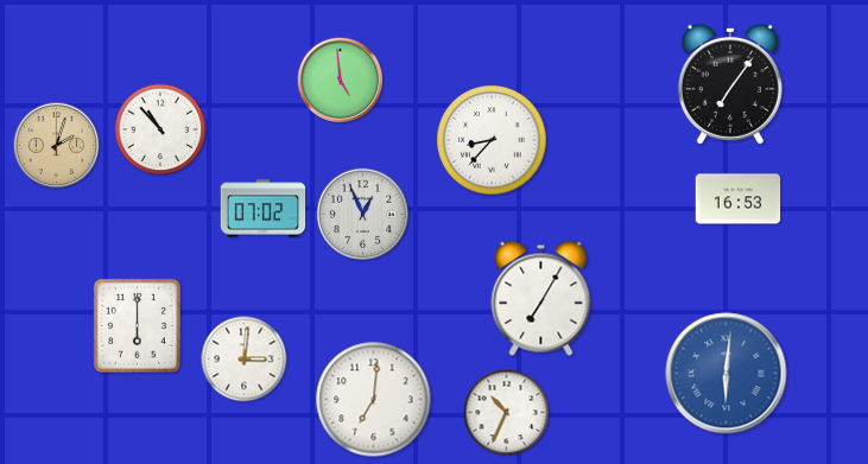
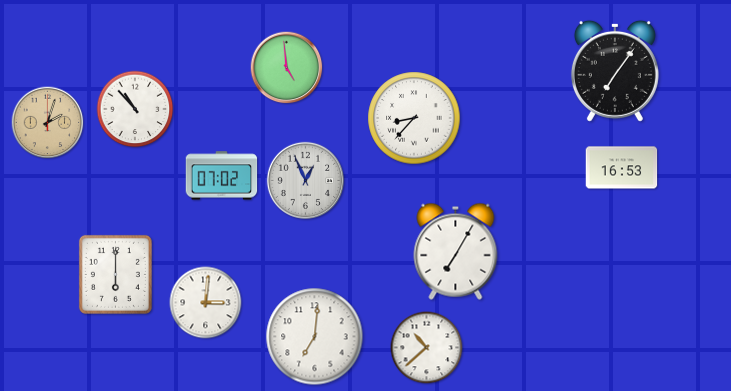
clock at (727, 374): 6:01 -> none
clock at (507, 413): 10:34 -> 10:38
